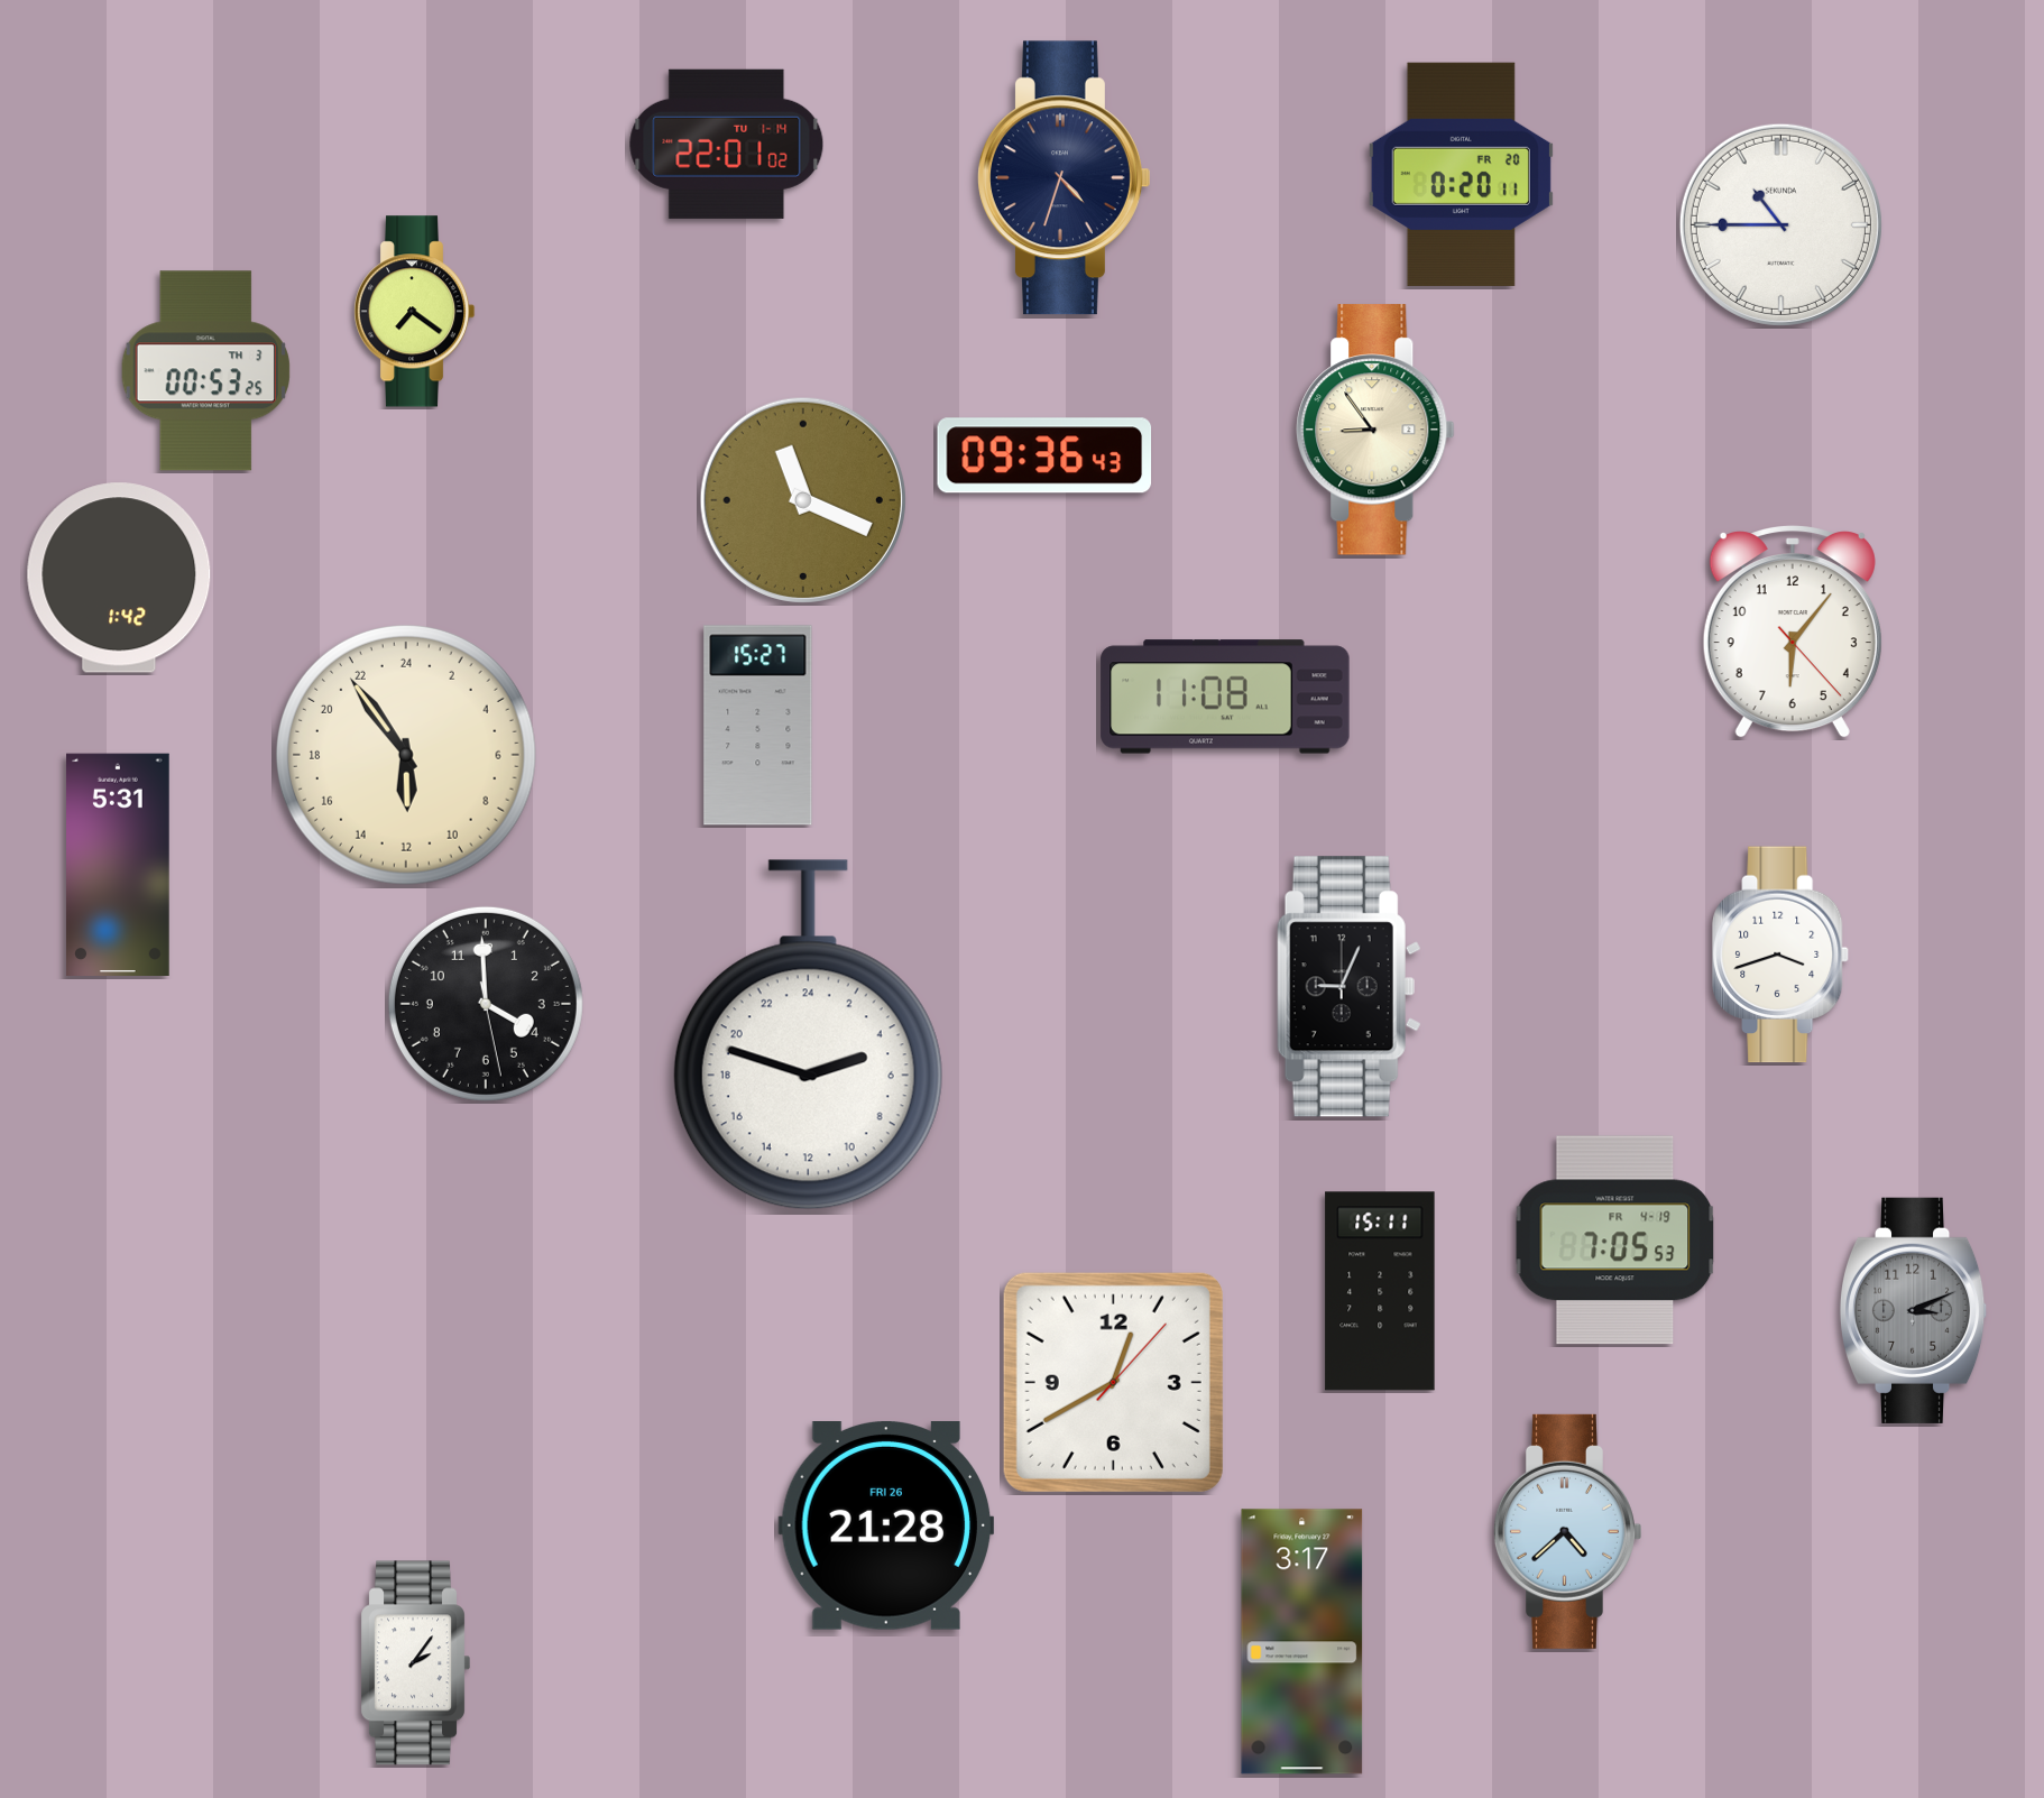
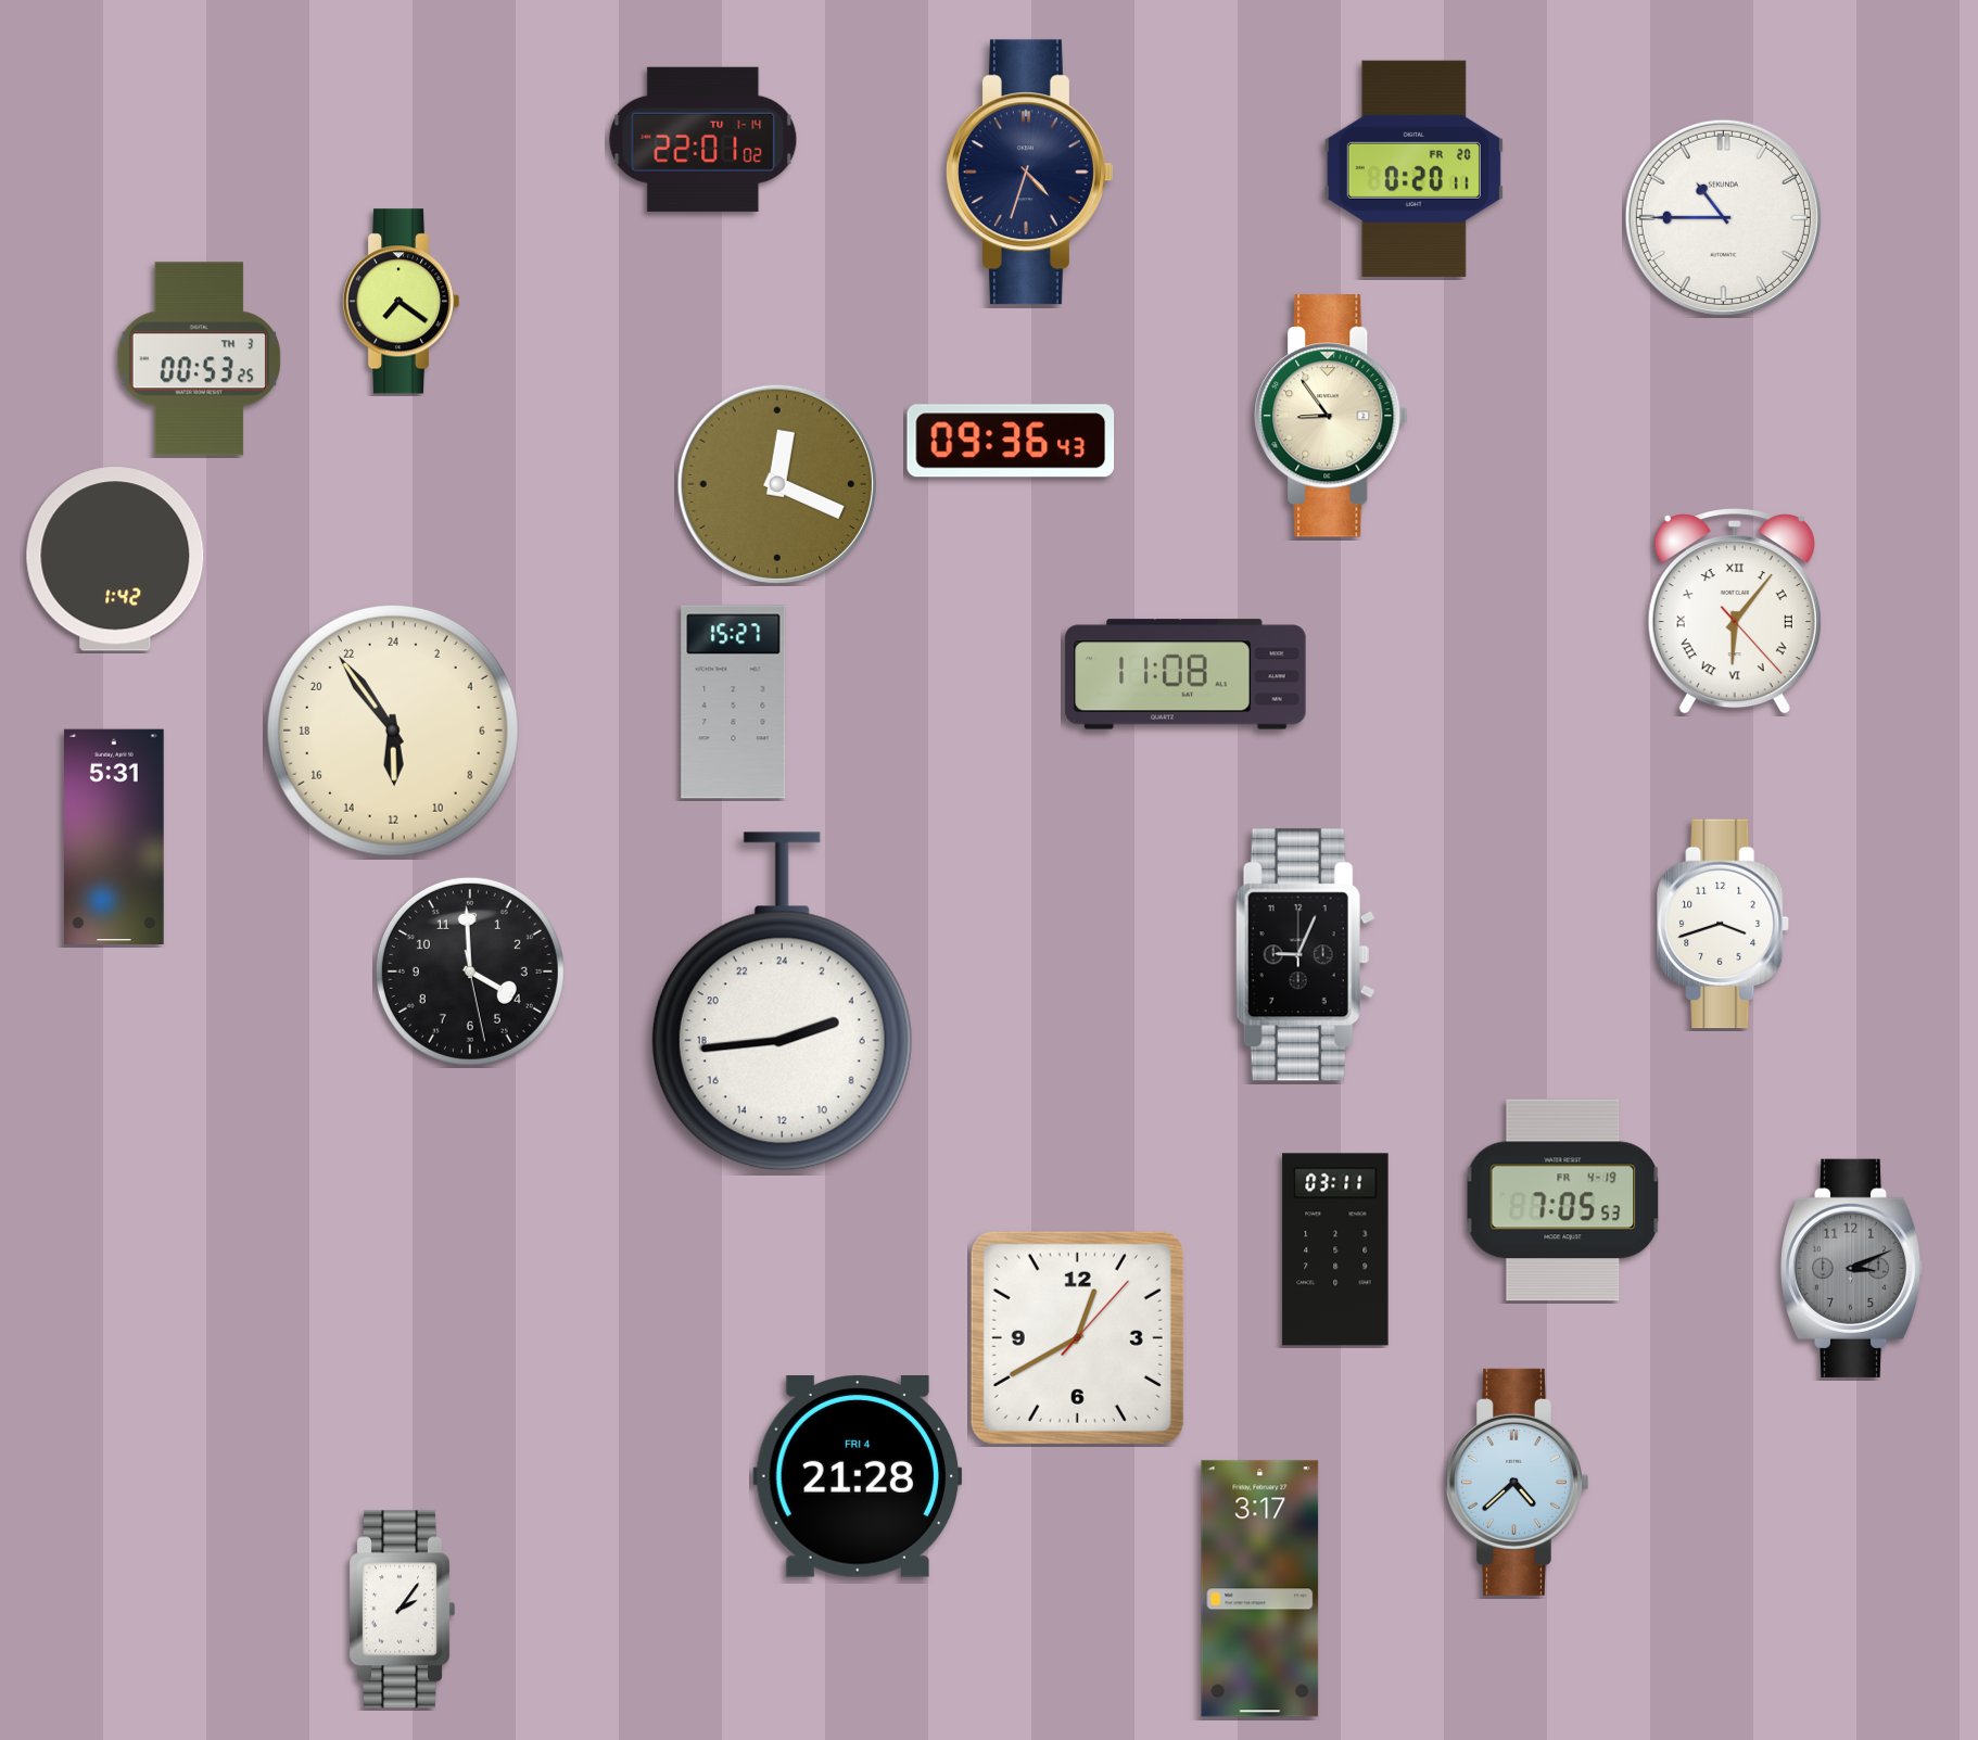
clock at (803, 500): 11:19 -> 12:19
clock at (1793, 631) numerals: Arabic -> Roman
clock at (808, 1035): 4:48 -> 4:44
clock at (1380, 1291): 15:11 -> 03:11
clock at (886, 1527) date: FRI 26 -> FRI 4
